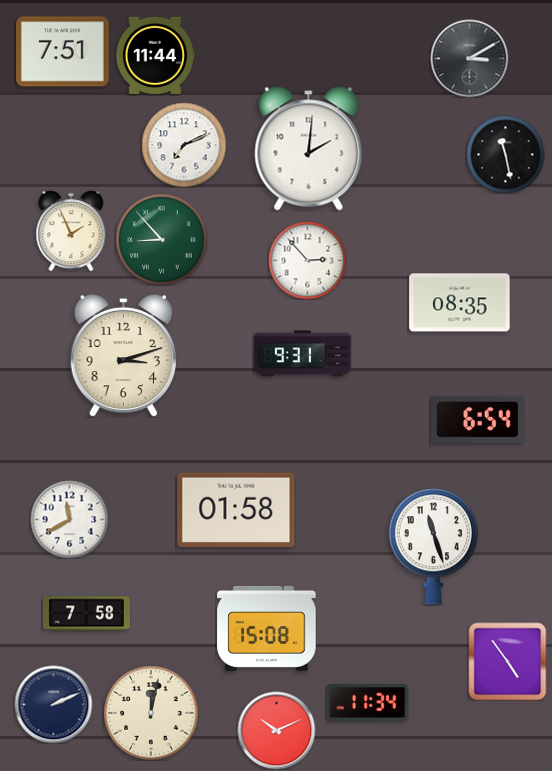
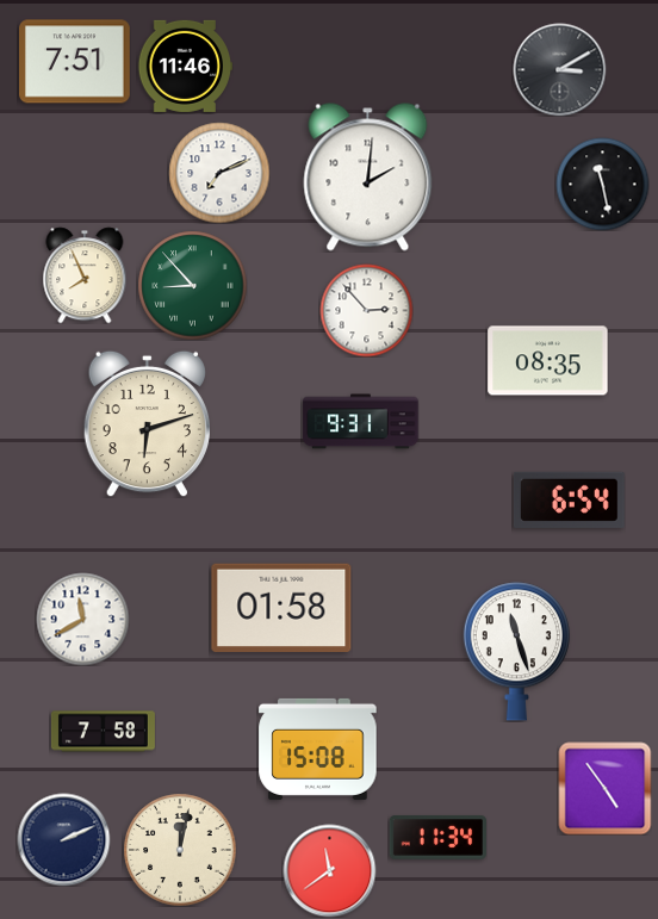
clock at (155, 55): 11:44 -> 11:46
clock at (71, 231): 1:56 -> 7:56
clock at (123, 355): 3:12 -> 6:12
clock at (276, 730): 10:11 -> 11:39
